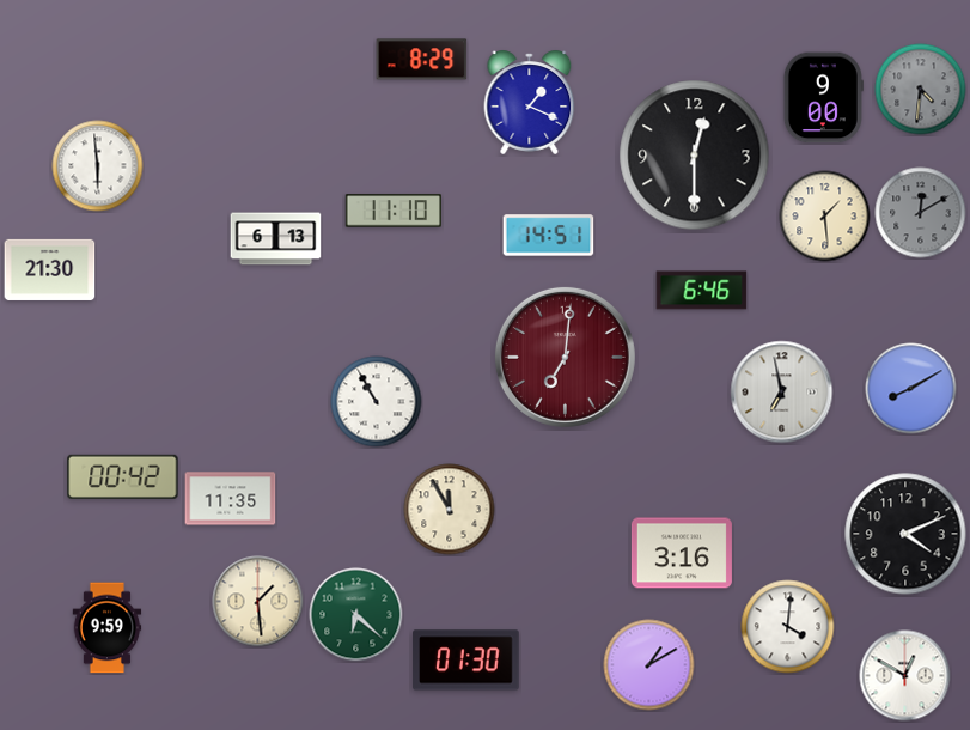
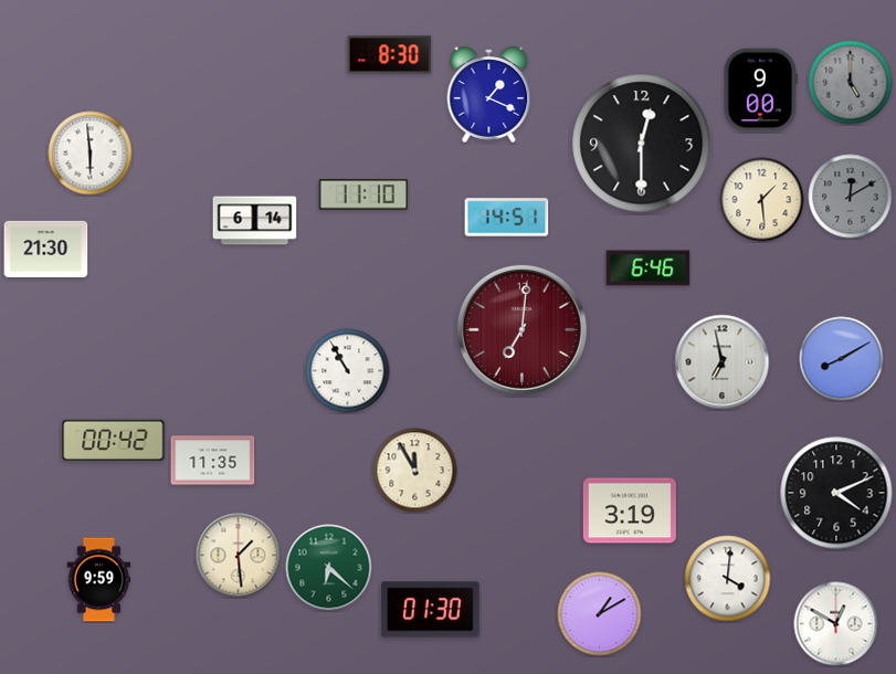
clock at (422, 60): 8:29 -> 8:30
clock at (921, 90): 4:31 -> 5:00
clock at (276, 239): 6:13 -> 6:14
clock at (682, 553): 3:16 -> 3:19
